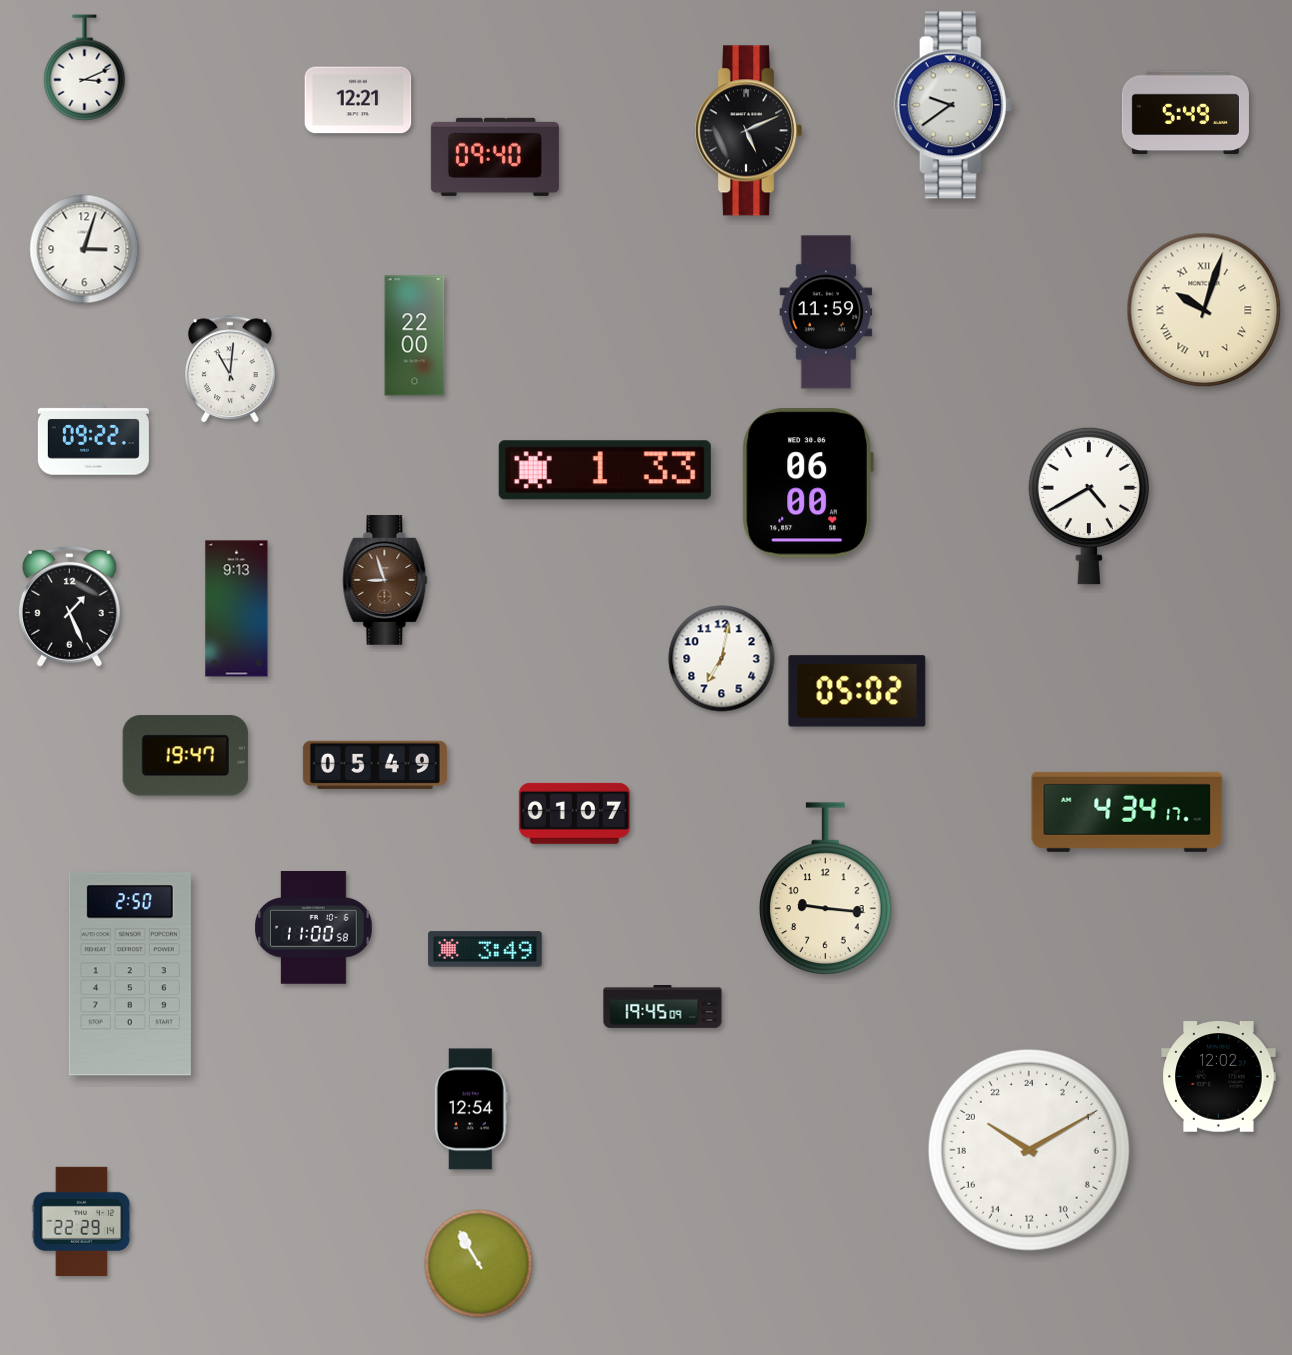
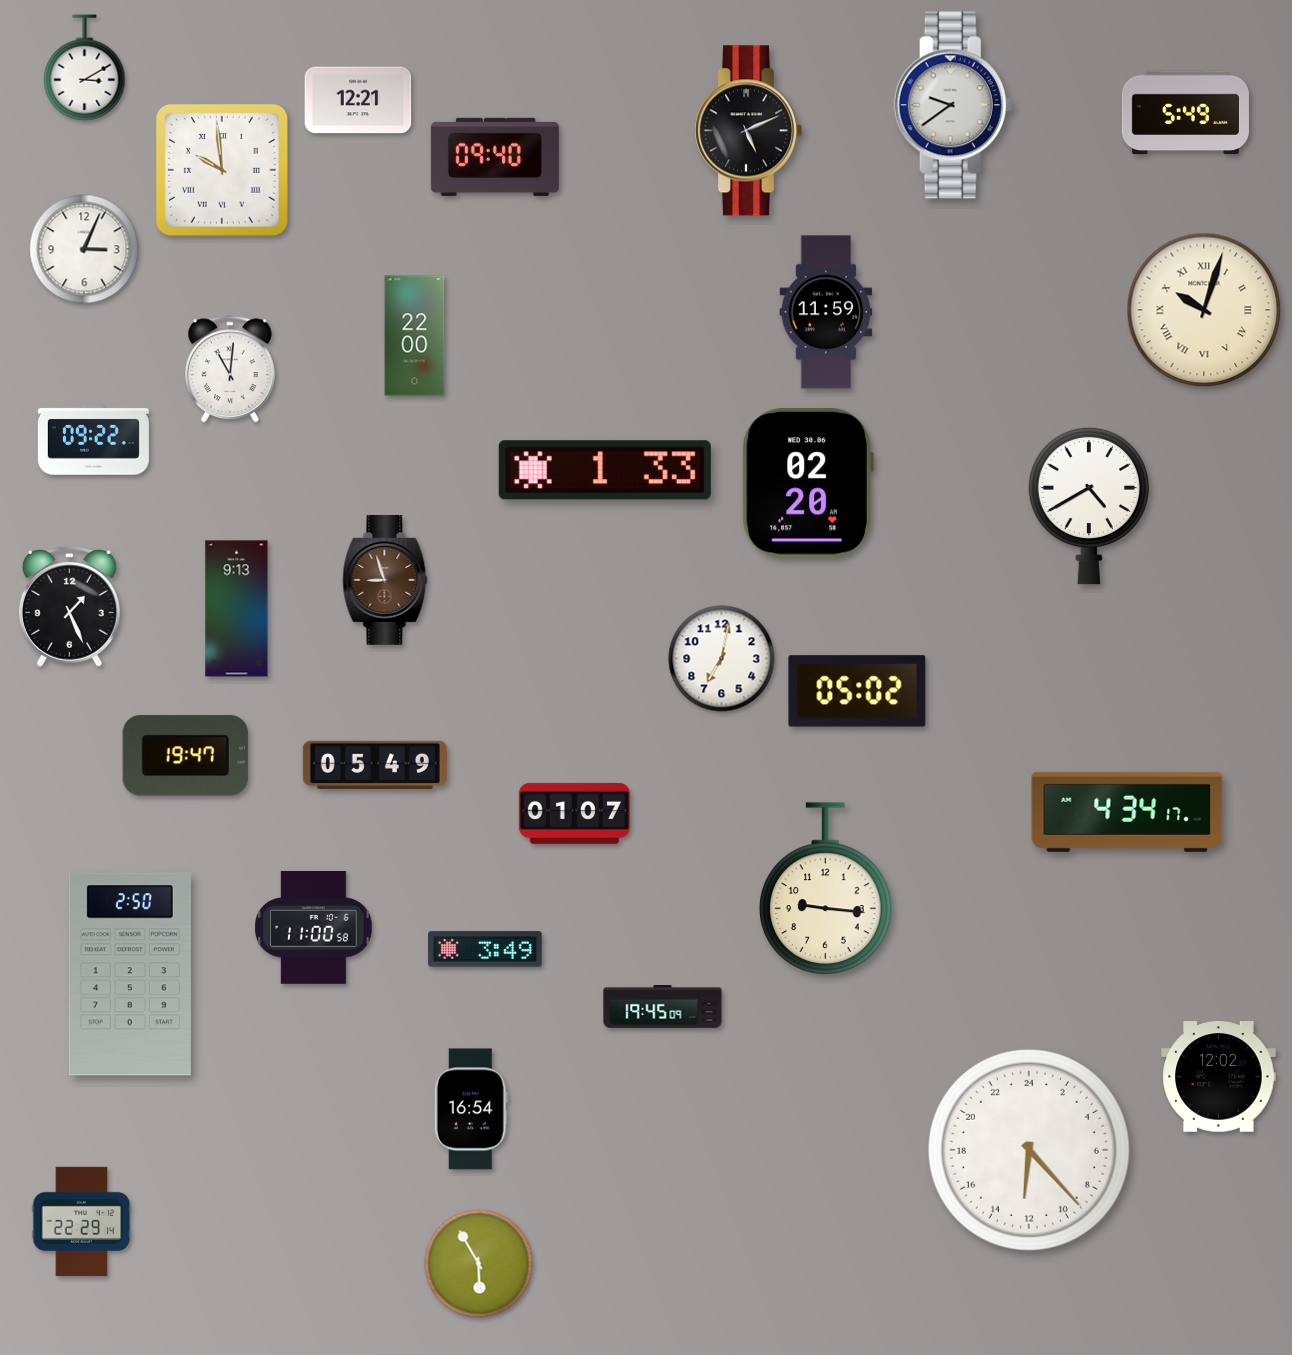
clock at (85, 68): 3:11 -> 3:10
clock at (222, 170): none -> 9:59
clock at (84, 249): 3:03 -> 3:04
clock at (808, 483): 06:00 -> 02:20
clock at (471, 1109): 12:54 -> 16:54
clock at (1029, 1150): 20:10 -> 12:23
clock at (479, 1264): 10:55 -> 5:55
